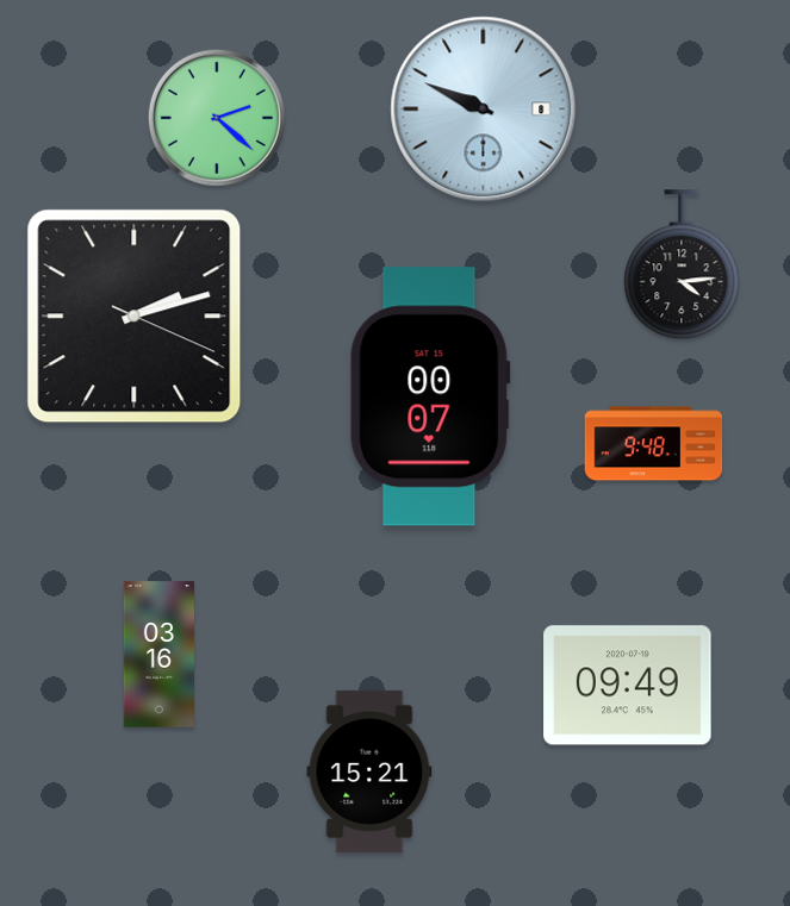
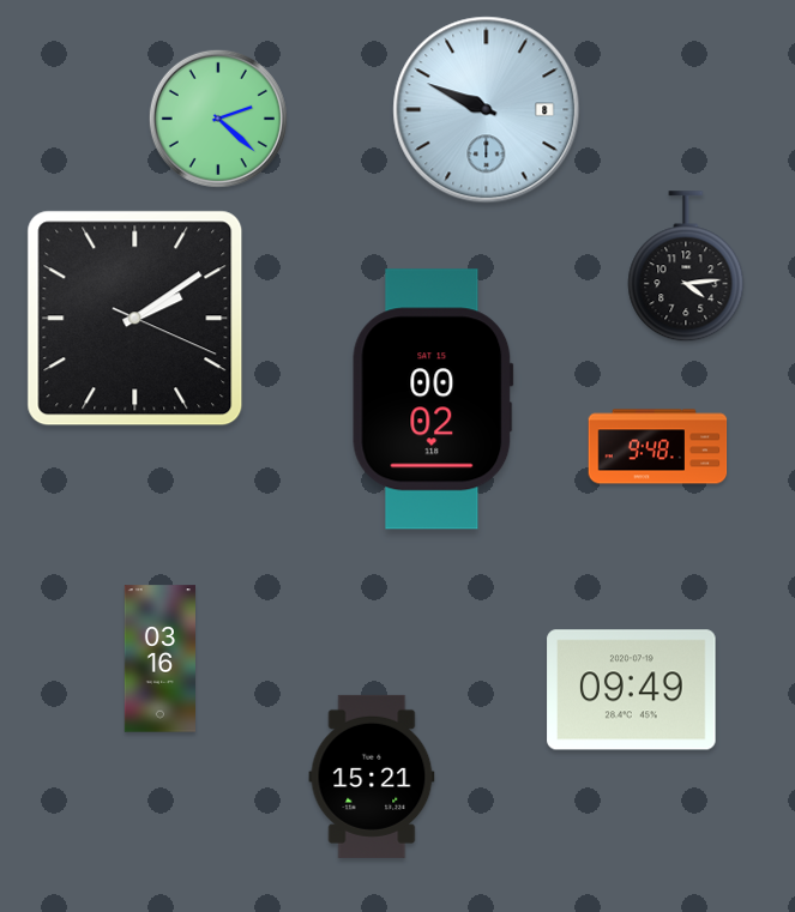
clock at (135, 317): 2:12 -> 2:09
clock at (430, 396): 00:07 -> 00:02
